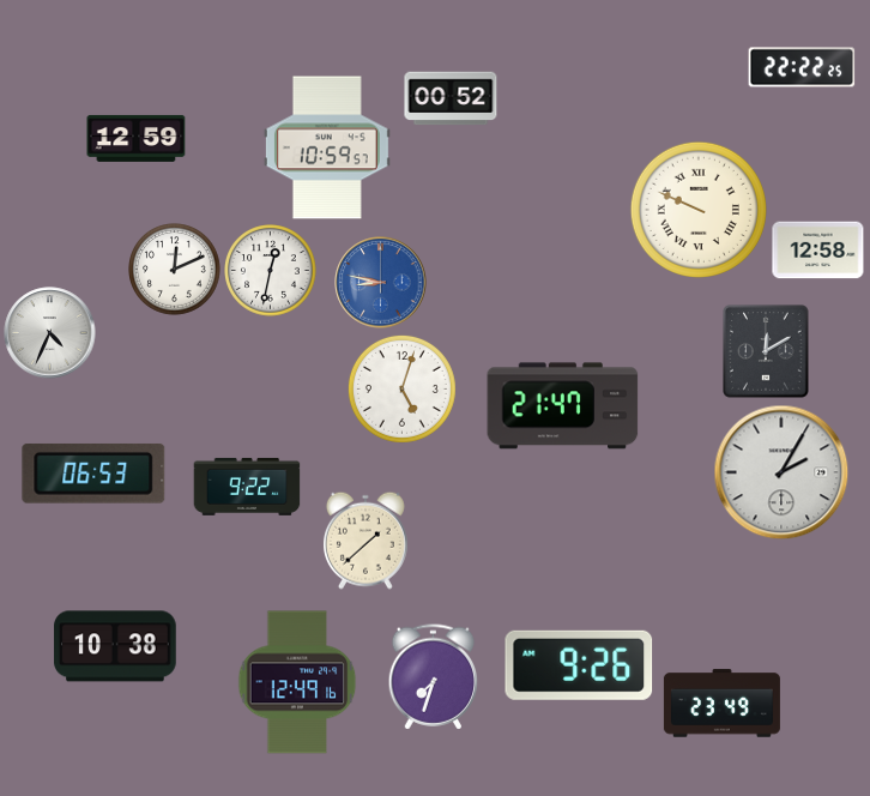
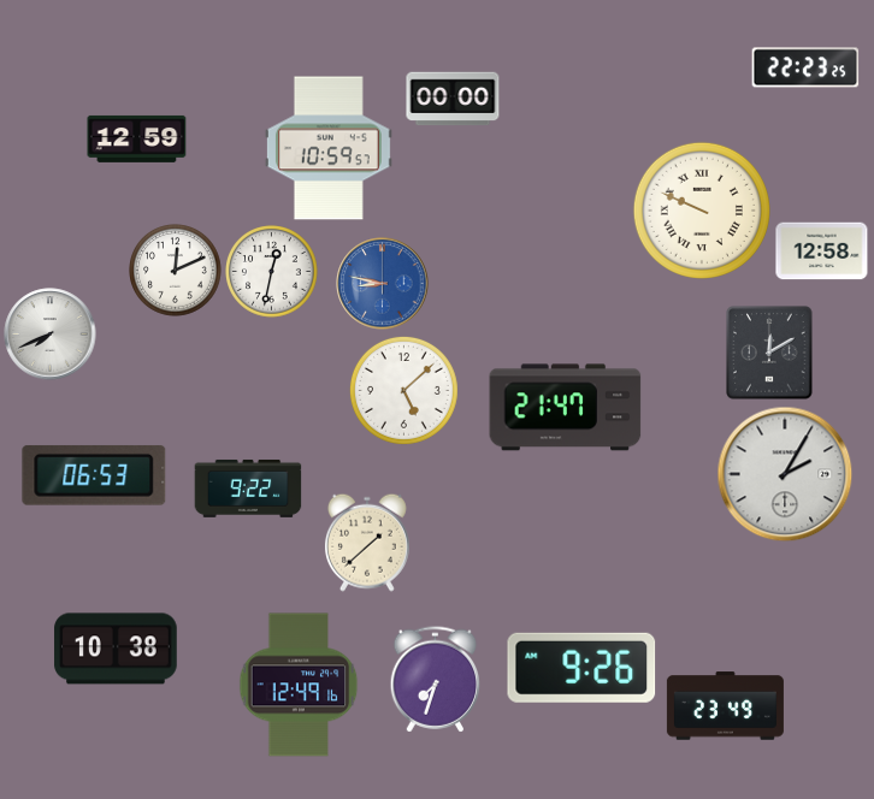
clock at (802, 67): 22:22 -> 22:23
clock at (451, 98): 00:52 -> 00:00
clock at (50, 333): 4:34 -> 7:41
clock at (401, 388): 5:03 -> 5:08
